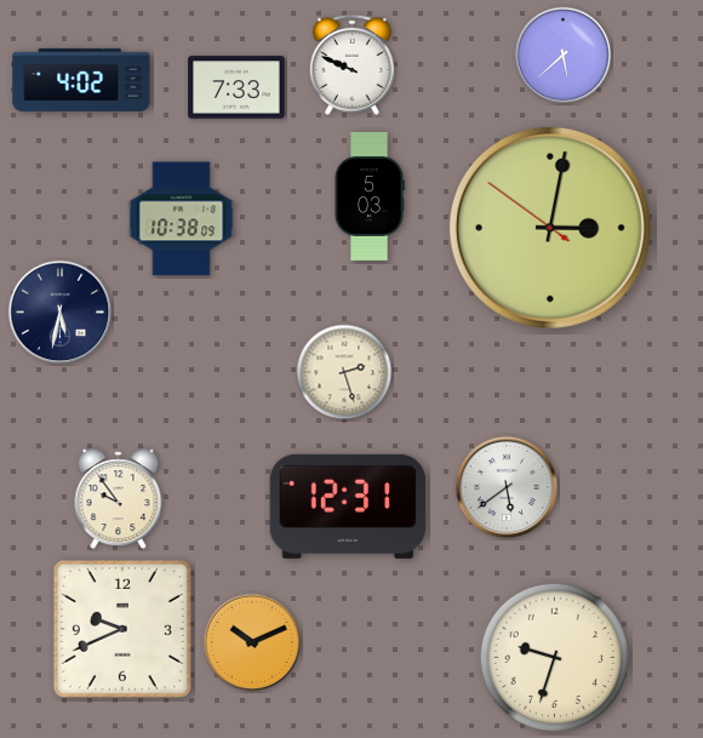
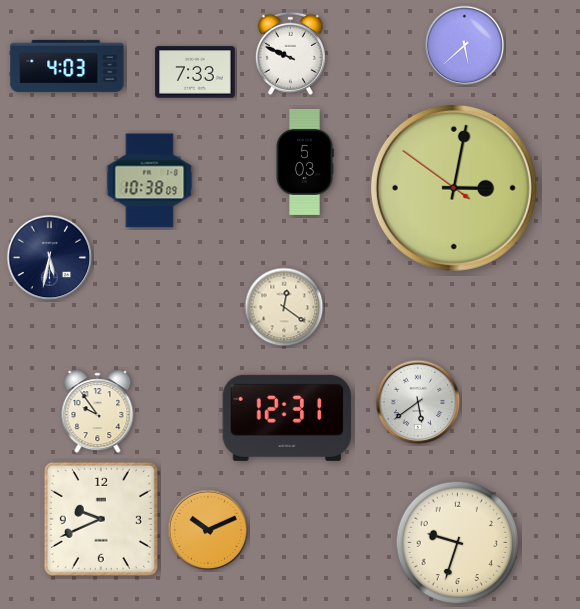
clock at (81, 80): 4:02 -> 4:03
clock at (344, 372): 2:27 -> 12:21
